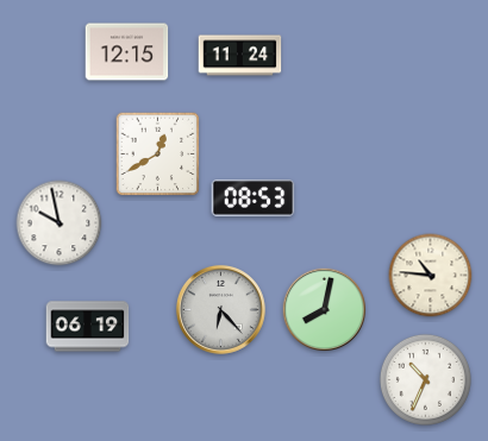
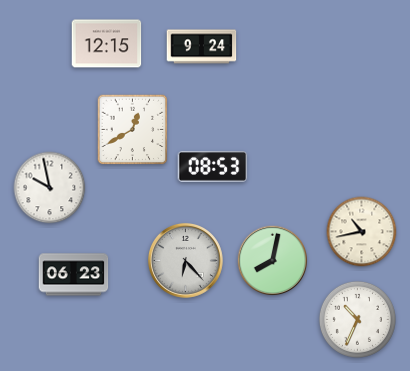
clock at (240, 56): 11:24 -> 9:24
clock at (431, 276): 10:46 -> 10:43
clock at (88, 327): 06:19 -> 06:23
